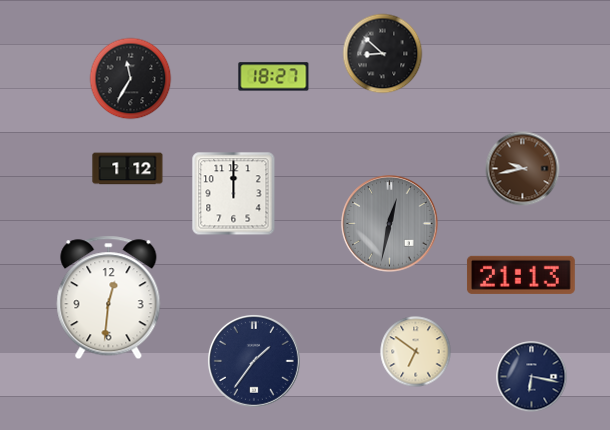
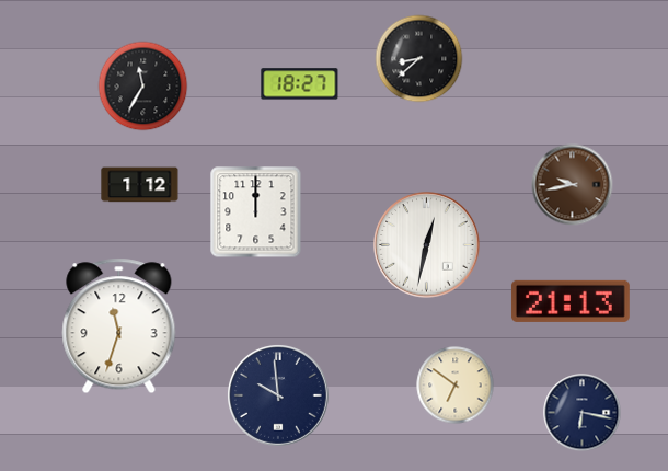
clock at (383, 54): 8:52 -> 8:38
clock at (390, 224) dial: grey -> white
clock at (109, 298): 12:31 -> 11:33
clock at (255, 362): 1:36 -> 9:59
